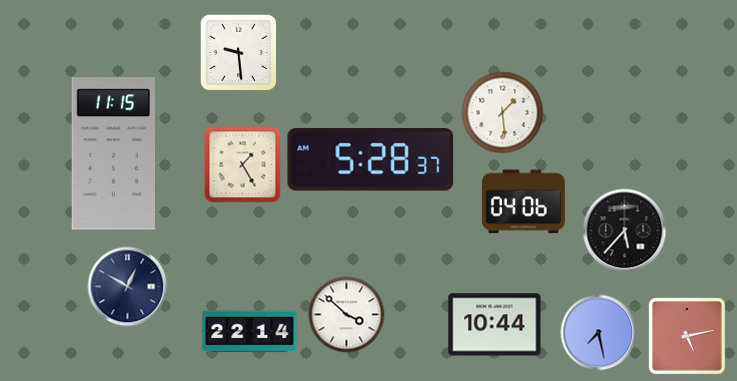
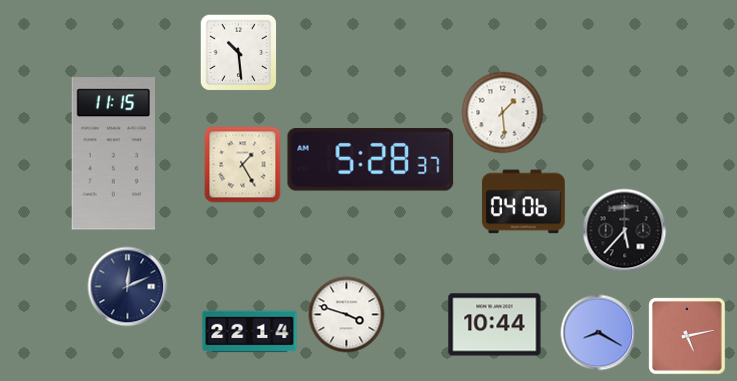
clock at (238, 52): 9:29 -> 10:29
clock at (128, 287): 12:50 -> 12:11
clock at (347, 315): 3:52 -> 3:48
clock at (599, 333): 7:28 -> 8:20
